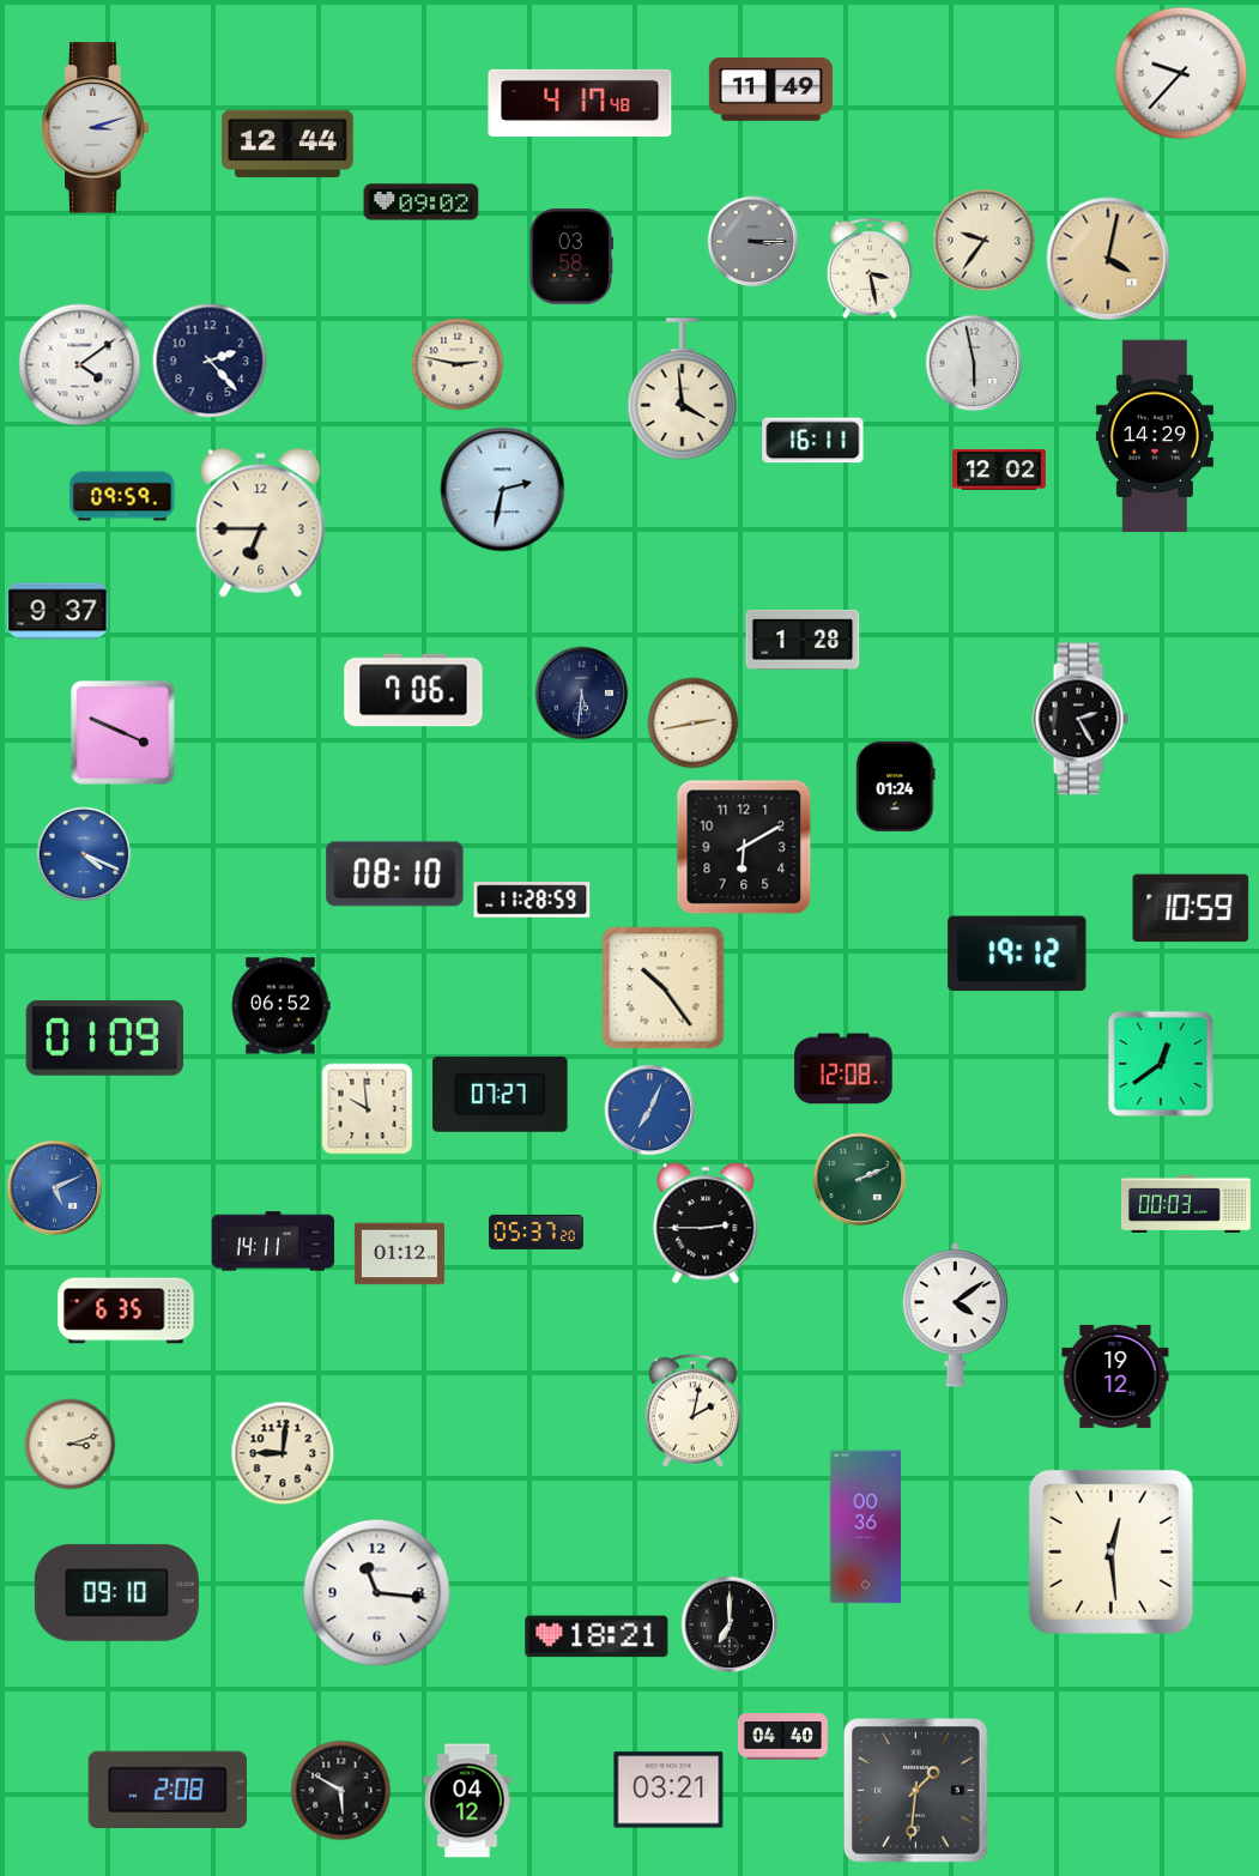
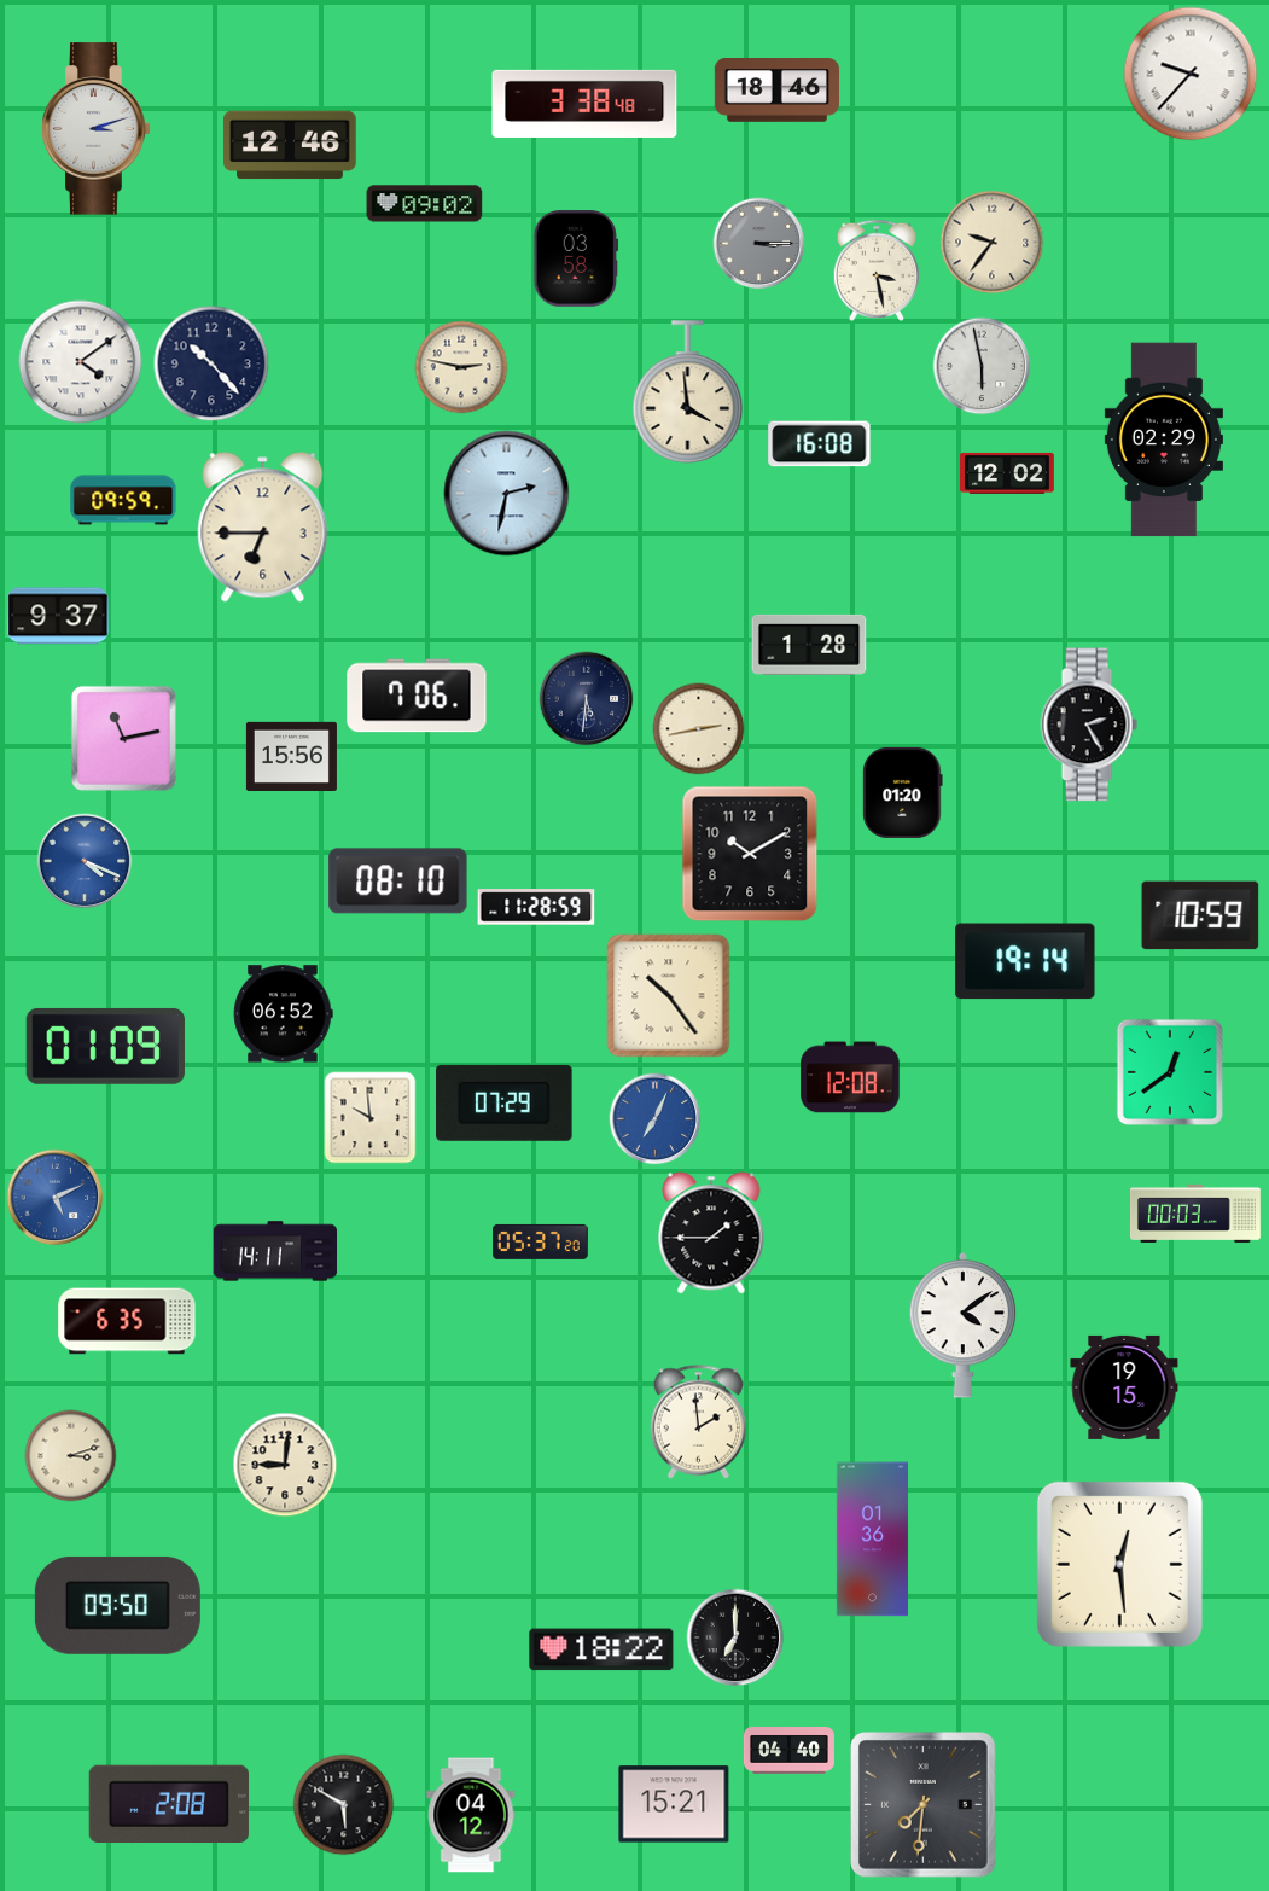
clock at (770, 90): 11:49 -> 18:46
clock at (580, 103): 4:17 -> 3:38
clock at (287, 144): 12:44 -> 12:46
clock at (1108, 259): 4:02 -> none
clock at (210, 361): 2:23 -> 10:23
clock at (80, 365) position: (80, 365) -> (81, 362)
clock at (1155, 436): 14:29 -> 02:29
clock at (813, 441): 16:11 -> 16:08
clock at (122, 732): 3:49 -> 11:13
clock at (291, 756): none -> 15:56
clock at (896, 786): 01:24 -> 01:20
clock at (744, 847): 6:10 -> 10:10
clock at (1017, 954): 19:12 -> 19:14
clock at (501, 1094): 07:27 -> 07:29
clock at (860, 1180): 2:11 -> none
clock at (706, 1223): 2:45 -> 1:45
clock at (399, 1254): 01:12 -> none
clock at (1115, 1376): 19:12 -> 19:15
clock at (694, 1411): 2:02 -> 1:59
clock at (865, 1527): 00:36 -> 01:36
clock at (116, 1592): 09:10 -> 09:50
clock at (377, 1593): 11:16 -> none
clock at (597, 1636): 18:21 -> 18:22
clock at (668, 1790): 03:21 -> 15:21
clock at (916, 1791): 1:31 -> 7:31
